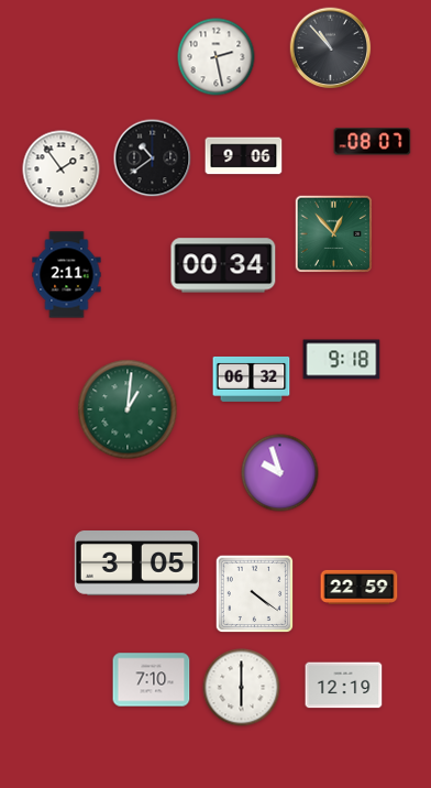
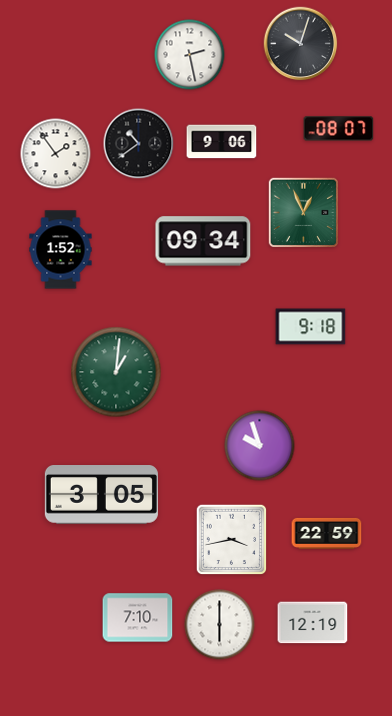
clock at (331, 48): 10:53 -> 10:03
clock at (217, 57) position: (217, 57) -> (190, 55)
clock at (334, 234): 12:53 -> 12:56
clock at (223, 265): 00:34 -> 09:34
clock at (67, 275): 2:11 -> 1:52
clock at (252, 379): 06:32 -> none
clock at (280, 473) position: (280, 473) -> (260, 446)
clock at (136, 563) position: (136, 563) -> (101, 495)
clock at (255, 594): 4:21 -> 3:43
